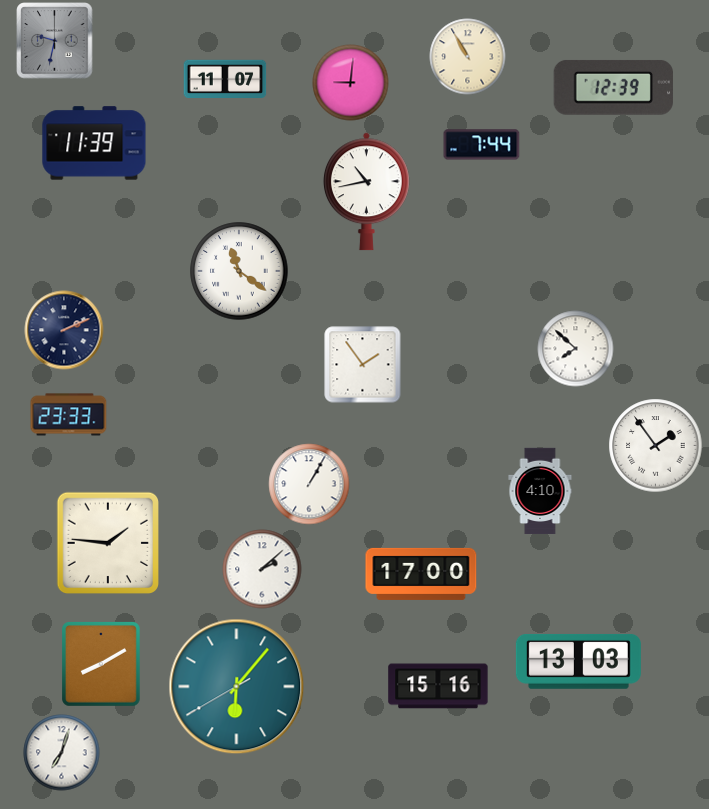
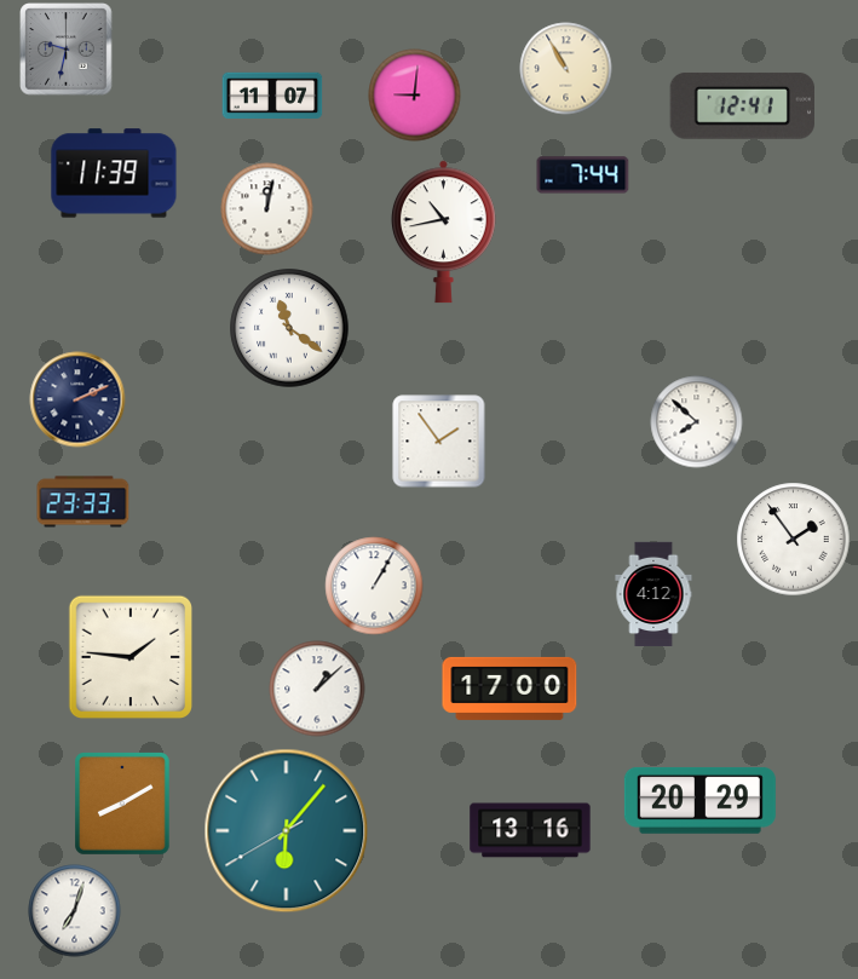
clock at (351, 83) position: (351, 83) -> (415, 96)
clock at (613, 88): 12:39 -> 12:41
clock at (267, 209): none -> 12:02
clock at (540, 490): 4:10 -> 4:12
clock at (262, 569): 2:08 -> 1:08
clock at (421, 574) position: (421, 574) -> (509, 689)
clock at (578, 661): 13:03 -> 20:29
clock at (438, 686): 15:16 -> 13:16
